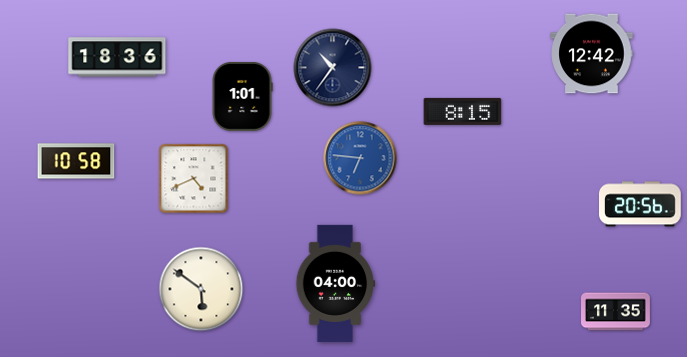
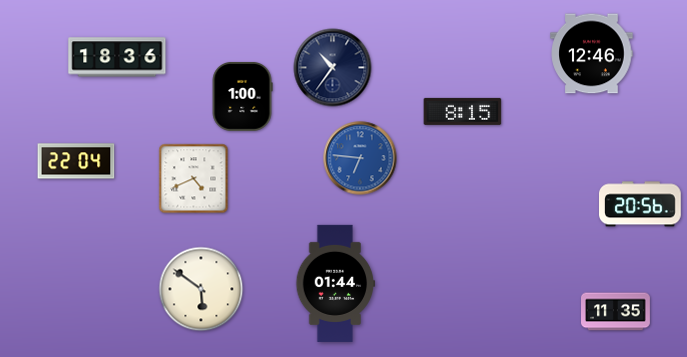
clock at (592, 54): 12:42 -> 12:46
clock at (242, 96): 1:01 -> 1:00
clock at (76, 161): 10:58 -> 22:04
clock at (336, 283): 04:00 -> 01:44
